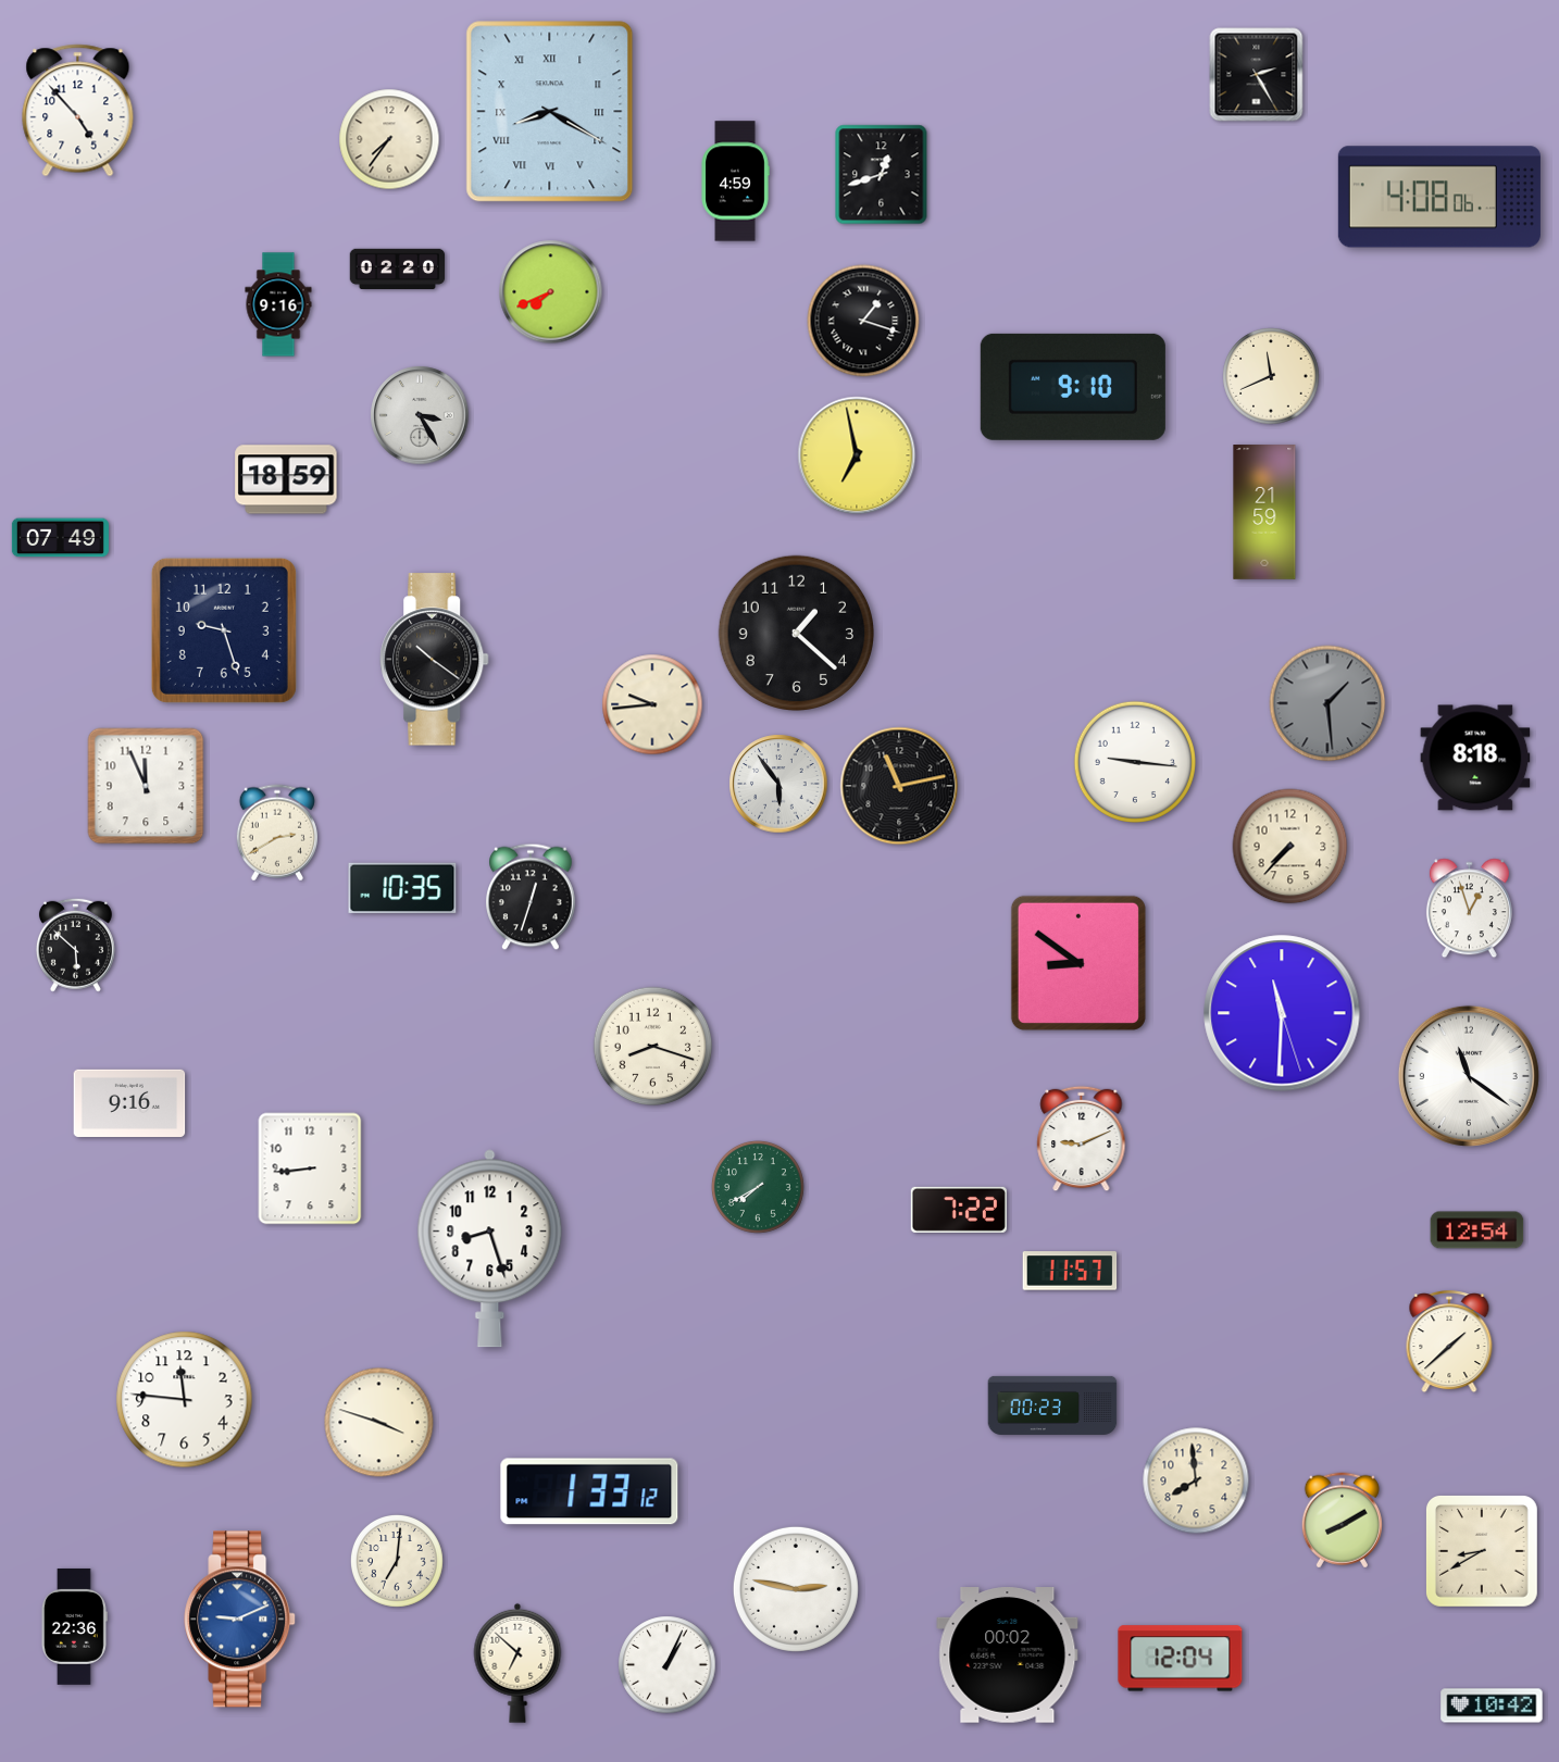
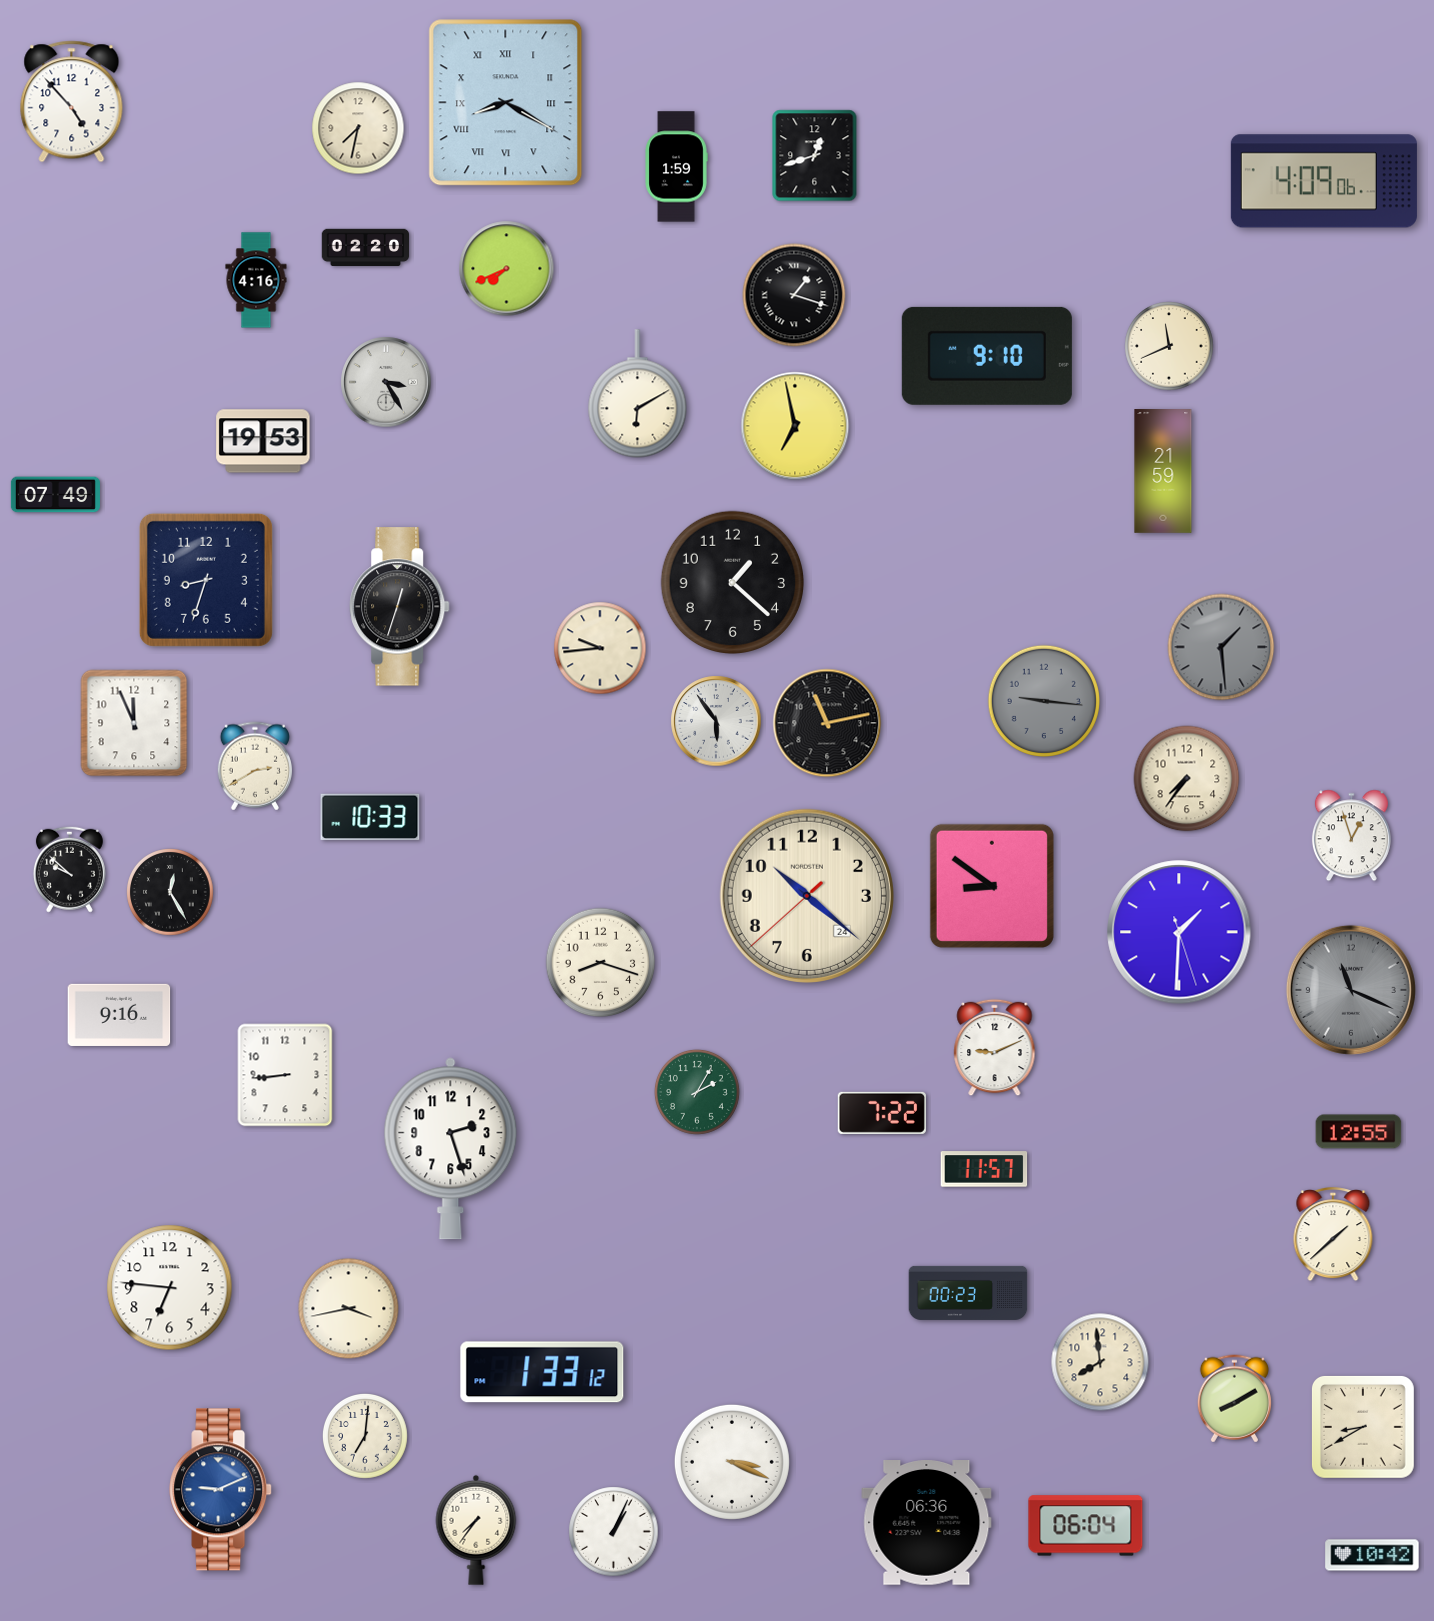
clock at (1257, 75): 2:25 -> none
clock at (389, 139): 7:36 -> 7:32
clock at (882, 175) position: (882, 175) -> (815, 156)
clock at (735, 182): 4:59 -> 1:59
clock at (1439, 197): 4:08 -> 4:09
clock at (278, 304): 9:16 -> 4:16
clock at (638, 394): none -> 6:10
clock at (857, 455) position: (857, 455) -> (795, 426)
clock at (286, 479): 18:59 -> 19:53
clock at (224, 630): 9:27 -> 8:33
clock at (435, 660): 10:21 -> 12:33
clock at (1475, 758): 8:18 -> none
clock at (1134, 761) dial: white -> grey
clock at (1290, 847): 7:37 -> 7:36
clock at (402, 888): 10:35 -> 10:33
clock at (532, 897): 12:33 -> none
clock at (75, 945): 5:52 -> 9:52
clock at (170, 892): none -> 12:25
clock at (807, 896): none -> 10:21
clock at (1282, 1013): 11:30 -> 1:30
clock at (1469, 1076): 11:21 -> 11:19
clock at (1469, 1076) dial: white -> grey
clock at (758, 1188): 7:40 -> 2:05
clock at (1477, 1230): 12:54 -> 12:55
clock at (490, 1249): 8:27 -> 2:27
clock at (185, 1400): 11:46 -> 6:46
clock at (379, 1423): 3:48 -> 3:43
clock at (796, 1589): 2:47 -> 3:19
clock at (74, 1626): 22:36 -> none
clock at (1008, 1655): 00:02 -> 06:36
clock at (1181, 1659): 12:04 -> 06:04
clock at (517, 1663): 6:52 -> 7:36
clock at (1492, 1705) position: (1492, 1705) -> (1372, 1555)
